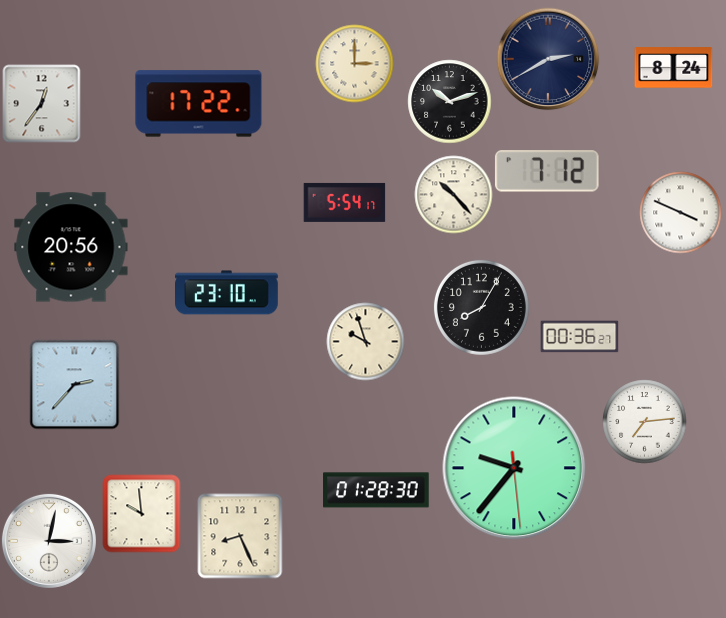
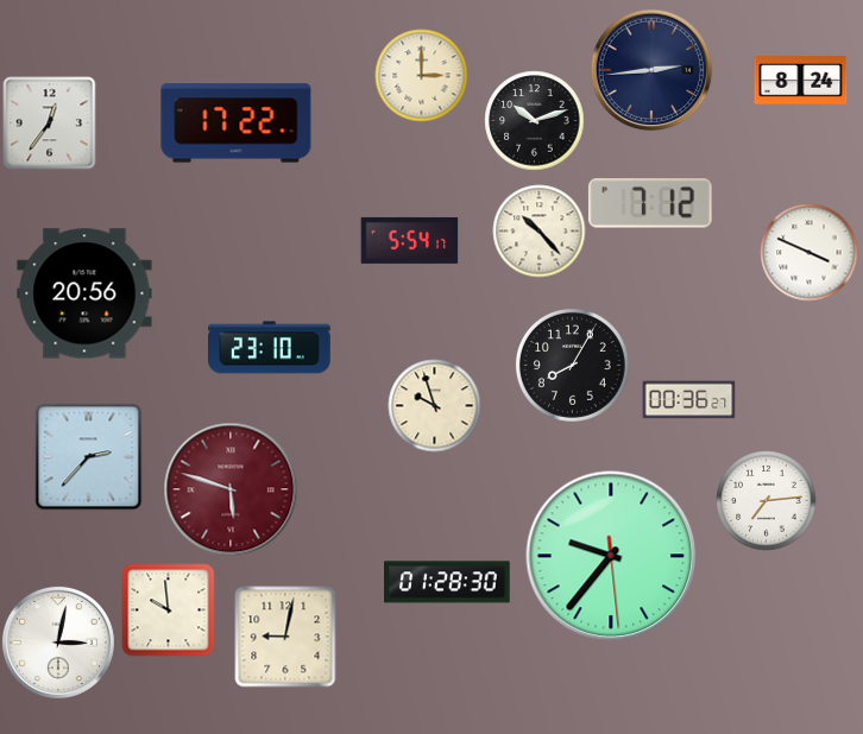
clock at (548, 59): 2:40 -> 2:44
clock at (231, 489): none -> 5:48
clock at (240, 536): 8:26 -> 9:02
